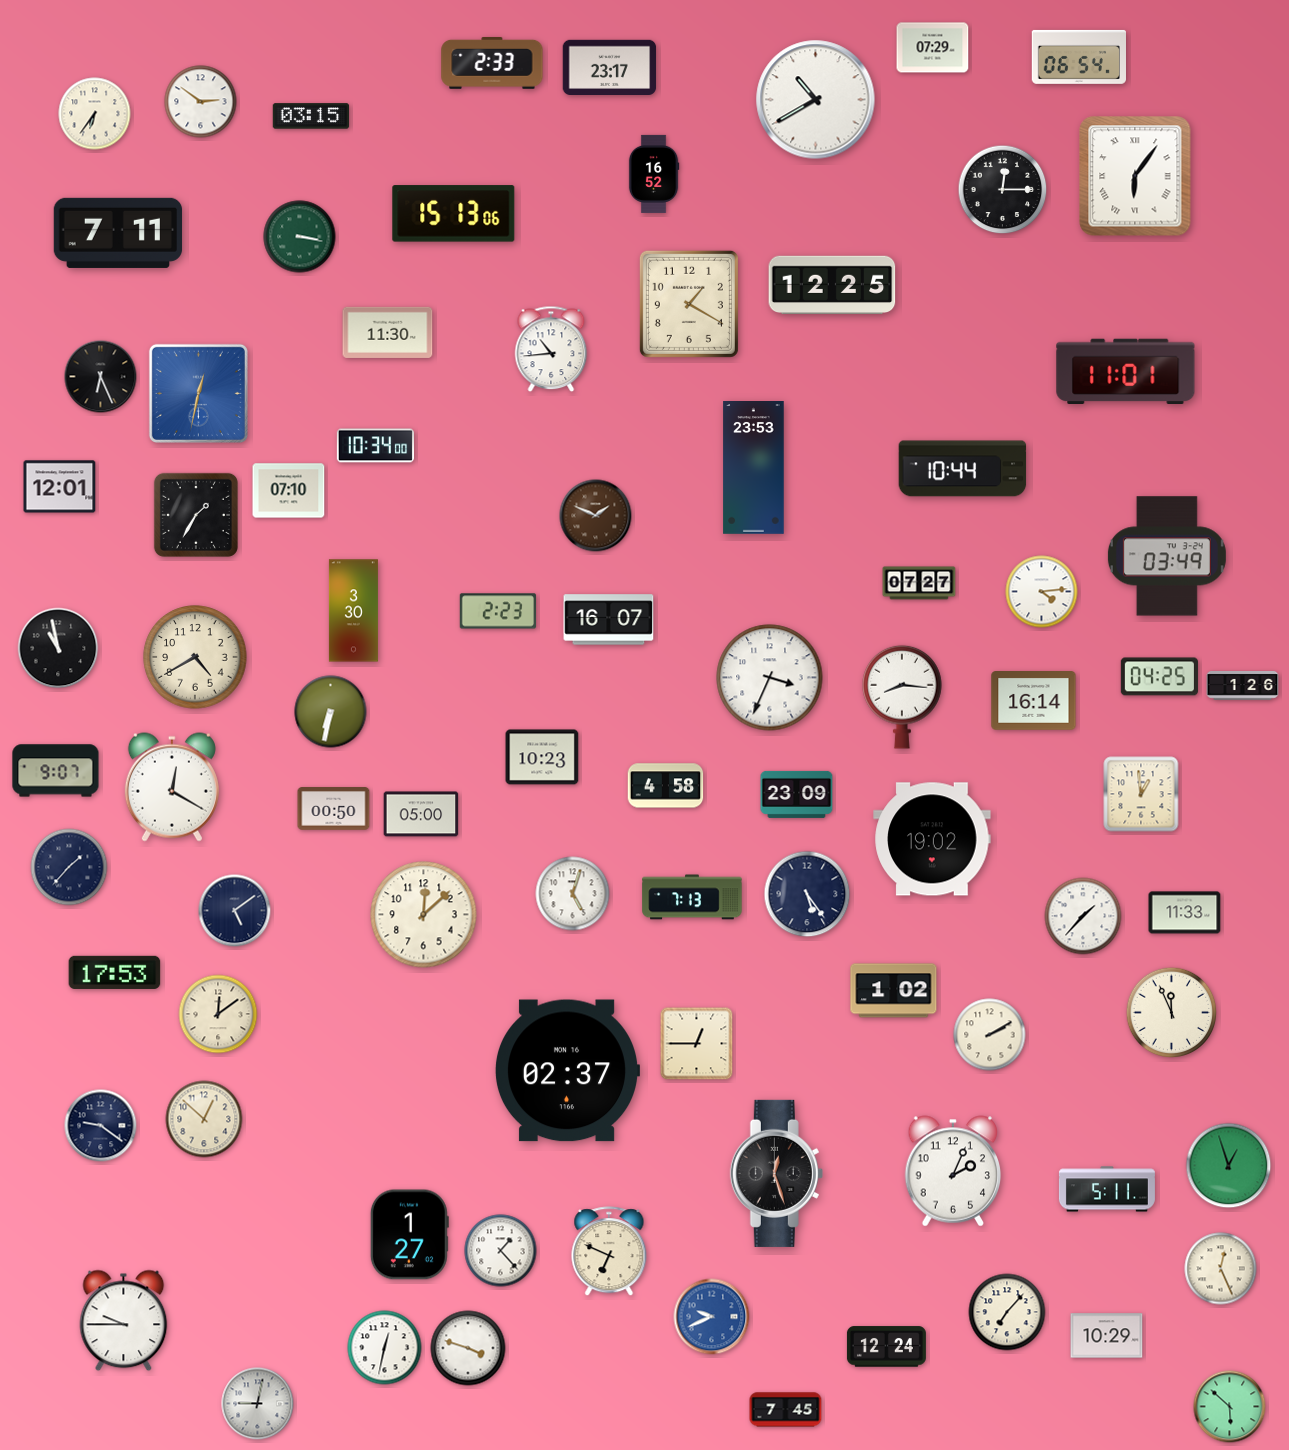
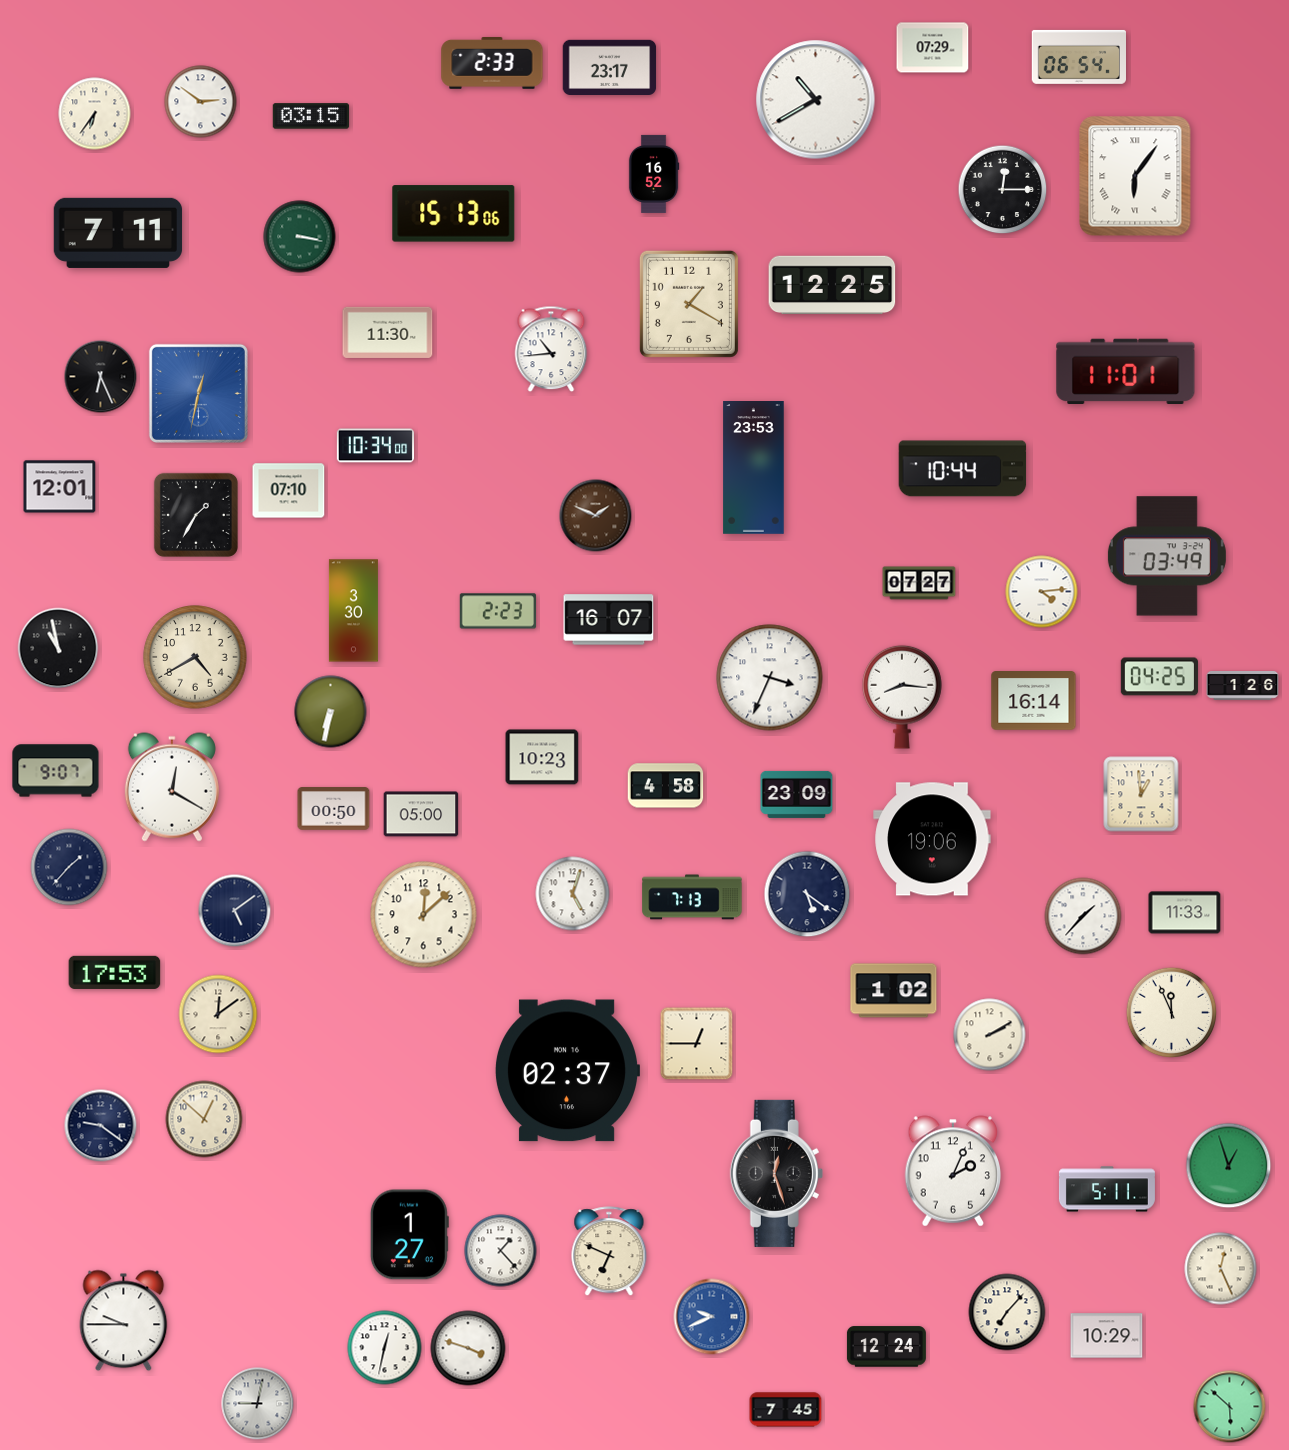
clock at (932, 839): 19:02 -> 19:06
clock at (807, 894): 5:24 -> 5:21
